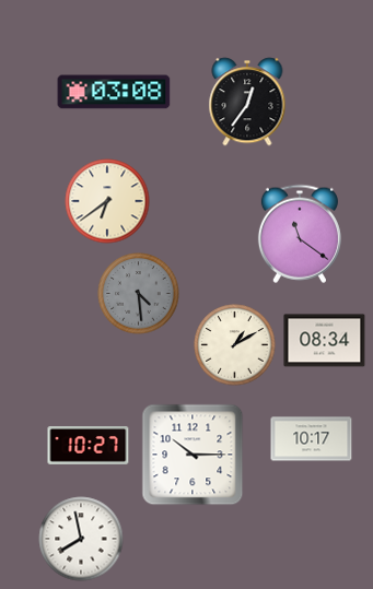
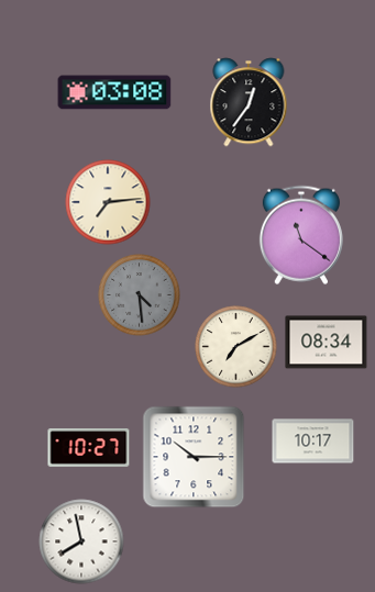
clock at (107, 201): 6:39 -> 7:14
clock at (235, 345): 1:10 -> 7:10
